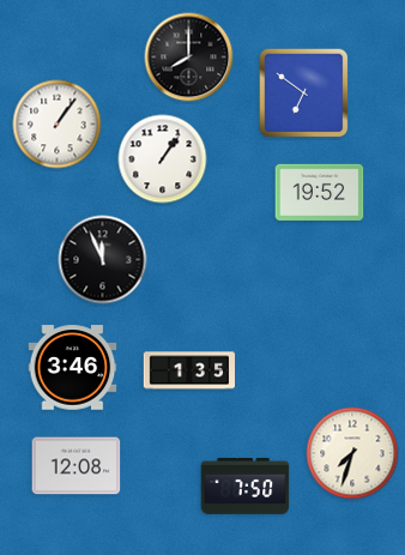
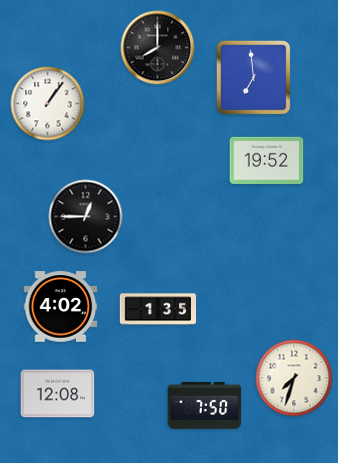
clock at (304, 93): 6:51 -> 6:59
clock at (163, 159): 1:06 -> none
clock at (103, 260): 11:56 -> 12:45
clock at (73, 368): 3:46 -> 4:02
clock at (77, 466) position: (77, 466) -> (58, 394)
